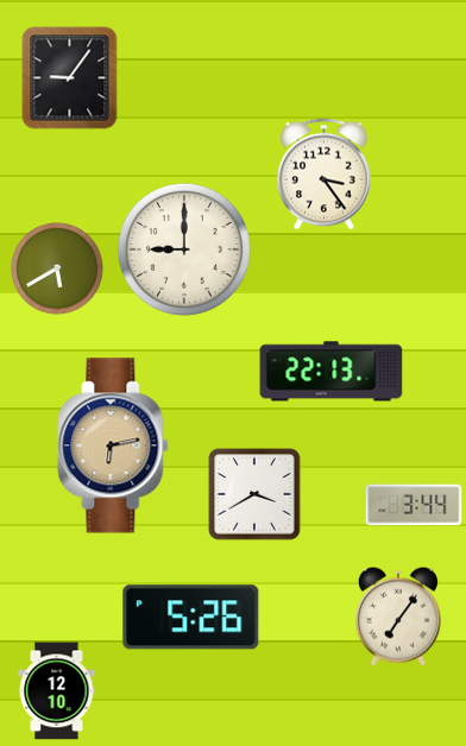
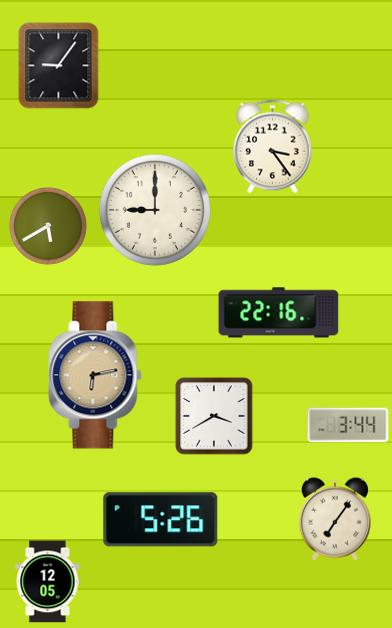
clock at (332, 372): 22:13 -> 22:16
clock at (57, 691): 12:10 -> 12:05
